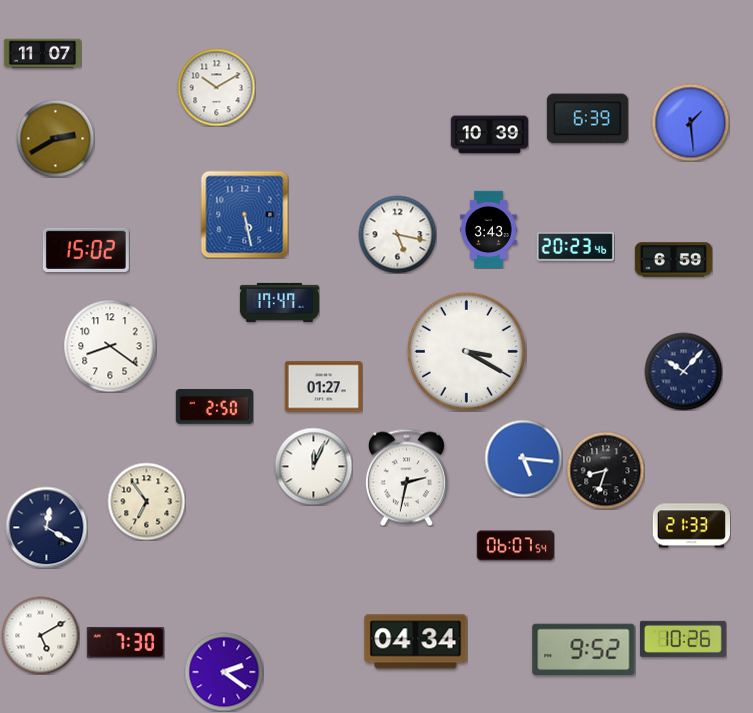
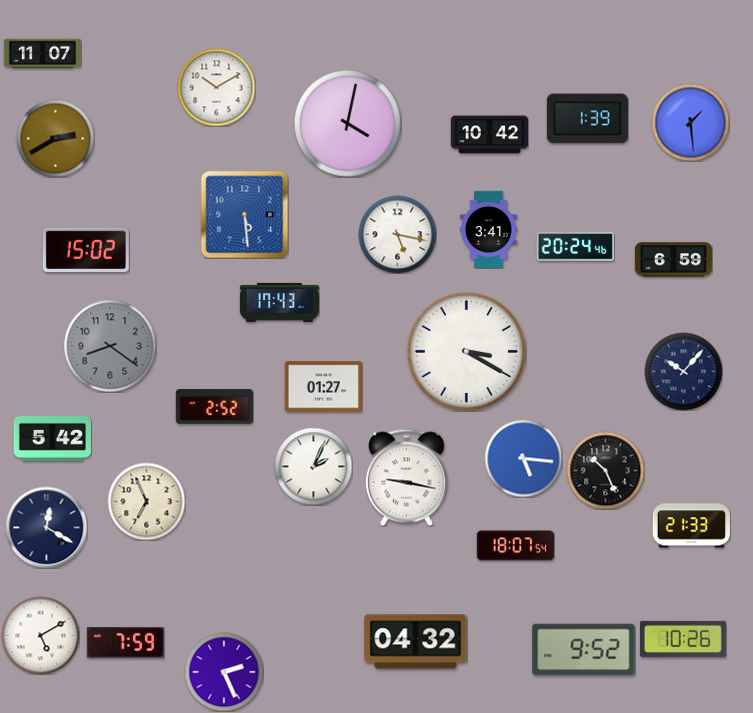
clock at (587, 119): 6:39 -> 1:39
clock at (348, 124): none -> 4:02
clock at (489, 135): 10:39 -> 10:42
clock at (244, 214): 5:28 -> 5:29
clock at (489, 229): 3:43 -> 3:41
clock at (575, 247): 20:23 -> 20:24
clock at (279, 302): 17:47 -> 17:43
clock at (110, 346) dial: white -> grey
clock at (214, 407): 2:50 -> 2:52
clock at (52, 439): none -> 5:42
clock at (313, 466): 12:04 -> 2:04
clock at (605, 470): 8:33 -> 10:26
clock at (406, 477): 2:32 -> 9:17
clock at (146, 501): 6:54 -> 6:56
clock at (515, 546): 06:07 -> 18:07
clock at (416, 642): 04:34 -> 04:32
clock at (125, 643): 7:30 -> 7:59
clock at (224, 672): 2:21 -> 2:26
